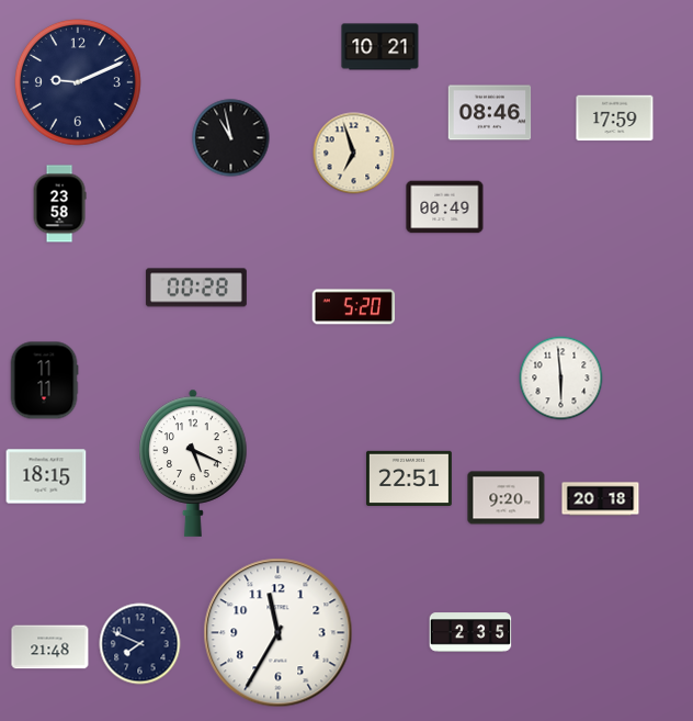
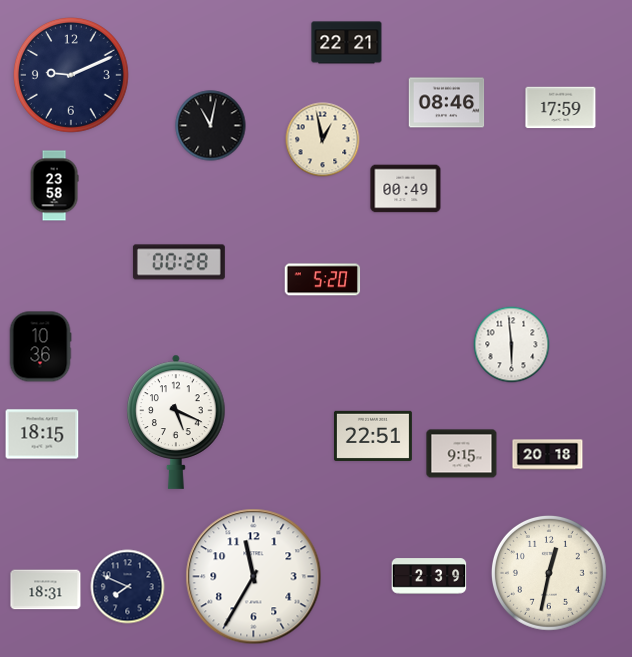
clock at (380, 47): 10:21 -> 22:21
clock at (231, 138): 10:58 -> 11:02
clock at (354, 154): 6:57 -> 12:58
clock at (44, 381): 11:11 -> 10:36
clock at (507, 498): 9:20 -> 9:15
clock at (549, 573): none -> 12:32
clock at (470, 632): 2:35 -> 2:39
clock at (50, 647): 21:48 -> 18:31
